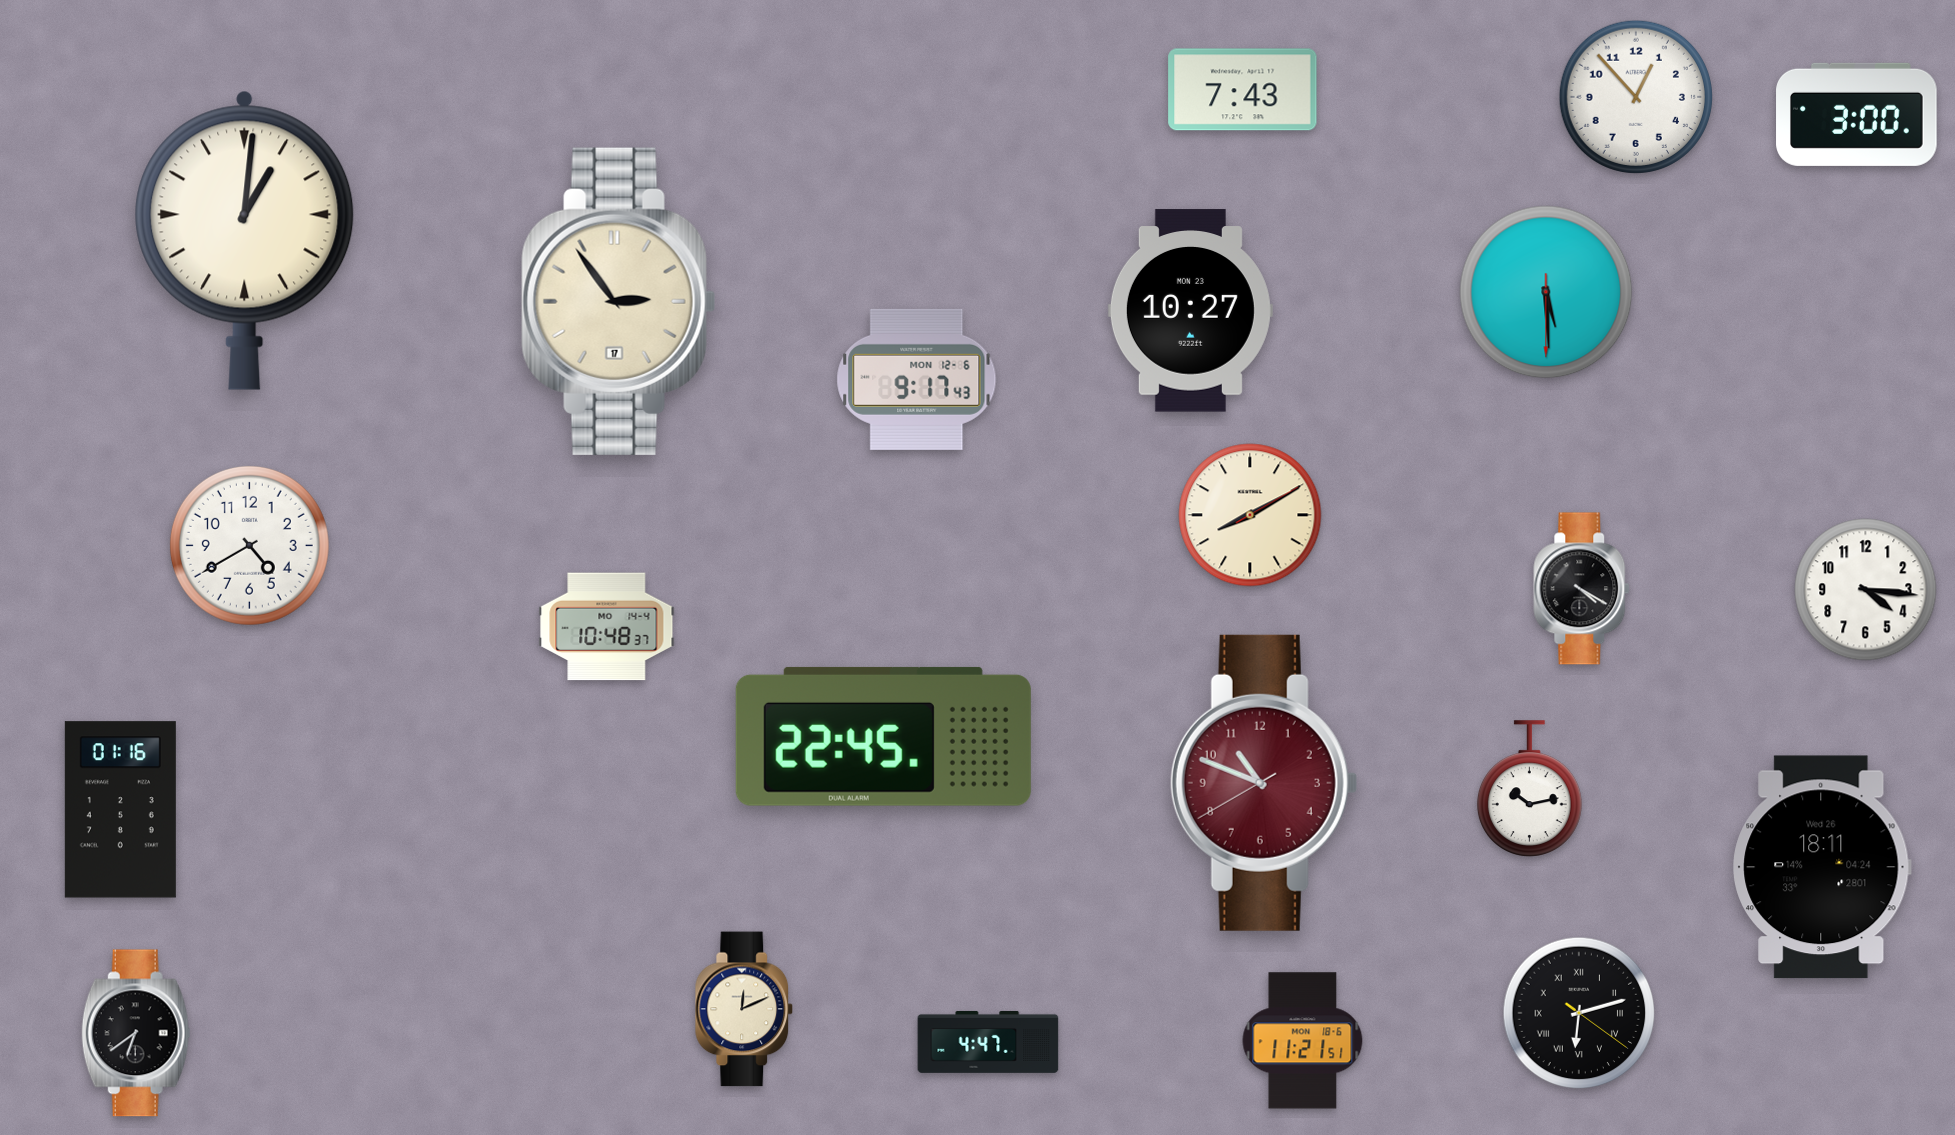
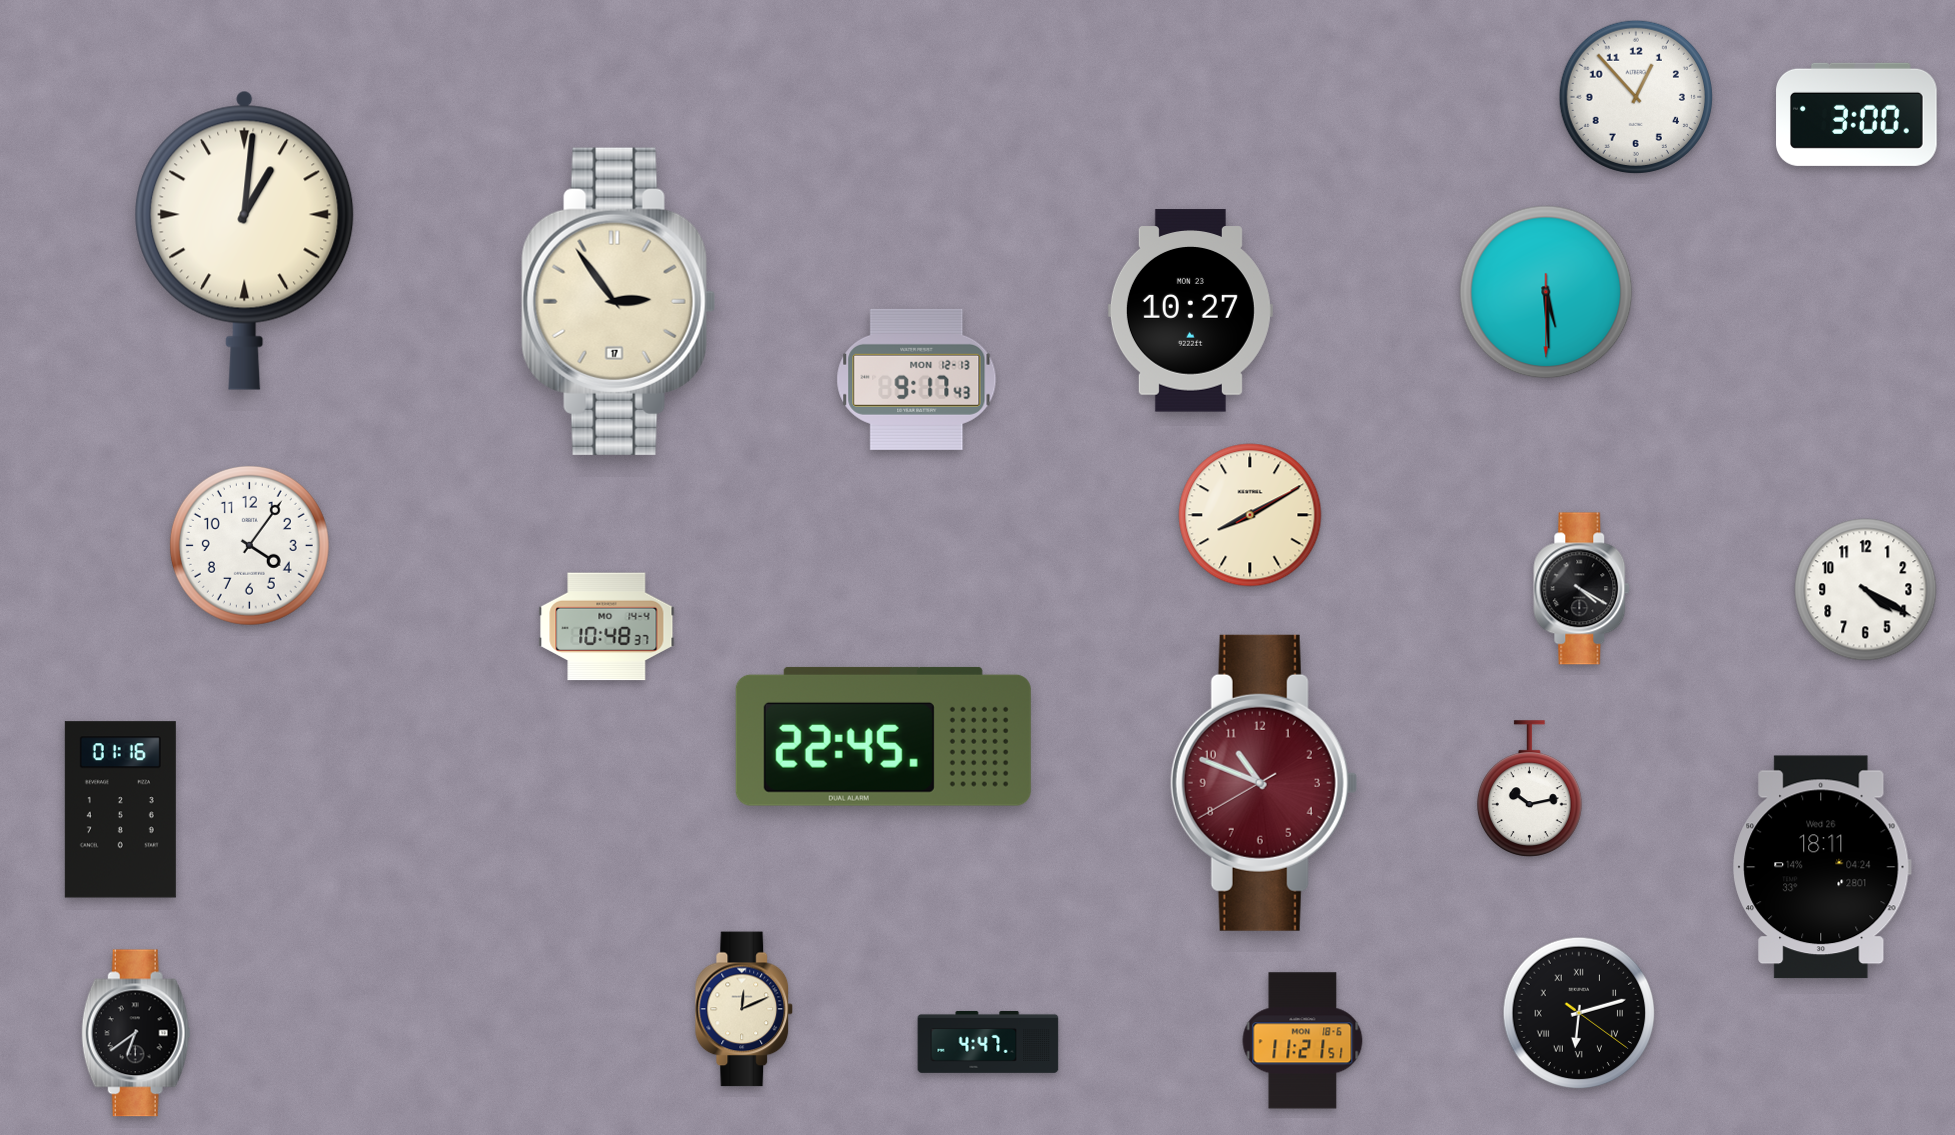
clock at (1243, 90): 7:43 -> none
clock at (917, 379) date: MON 12-6 -> MON 12-13
clock at (249, 545): 4:40 -> 4:06
clock at (1866, 590): 4:16 -> 4:20
